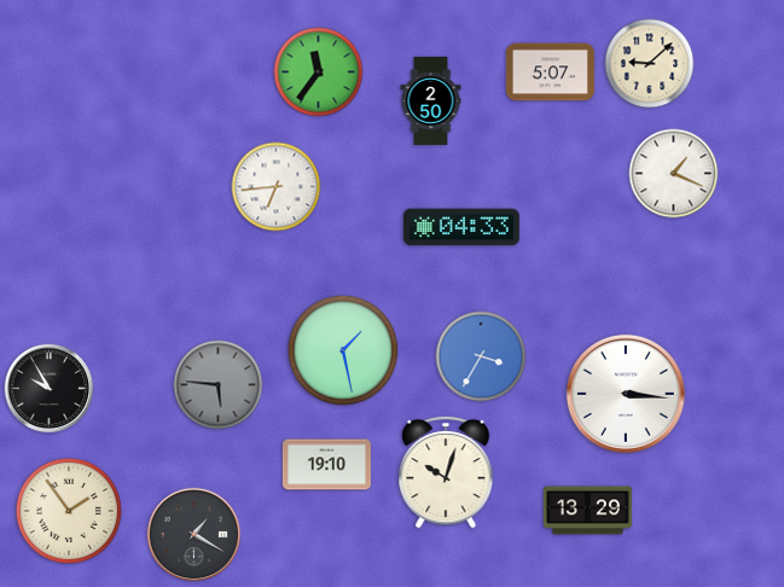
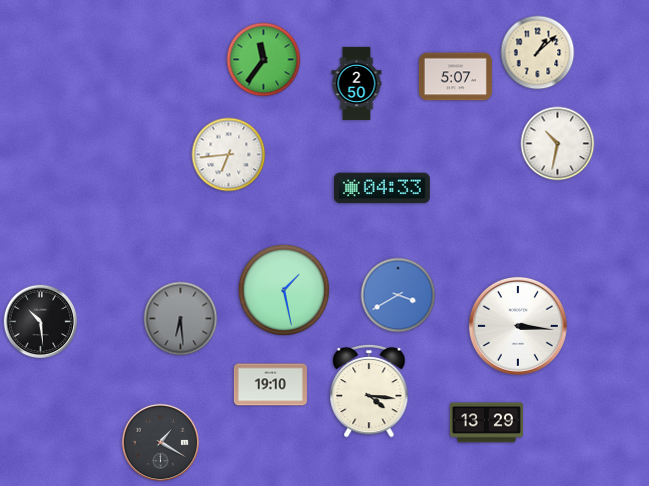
clock at (650, 64): 9:08 -> 1:08
clock at (550, 72) position: (550, 72) -> (455, 77)
clock at (674, 174): 1:19 -> 10:32
clock at (481, 356): 3:35 -> 3:40
clock at (219, 385): 5:46 -> 6:29
clock at (50, 389): 9:55 -> 10:29
clock at (446, 472): 10:03 -> 4:16
clock at (69, 511): 1:54 -> none
